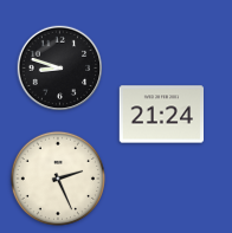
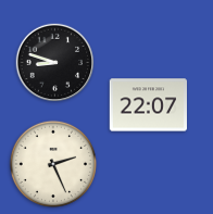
clock at (161, 115): 21:24 -> 22:07
